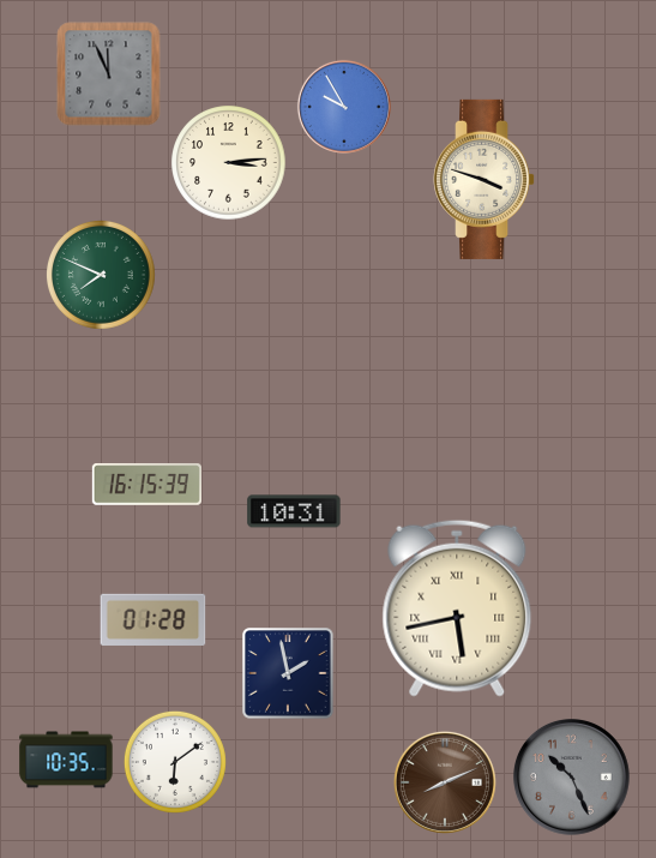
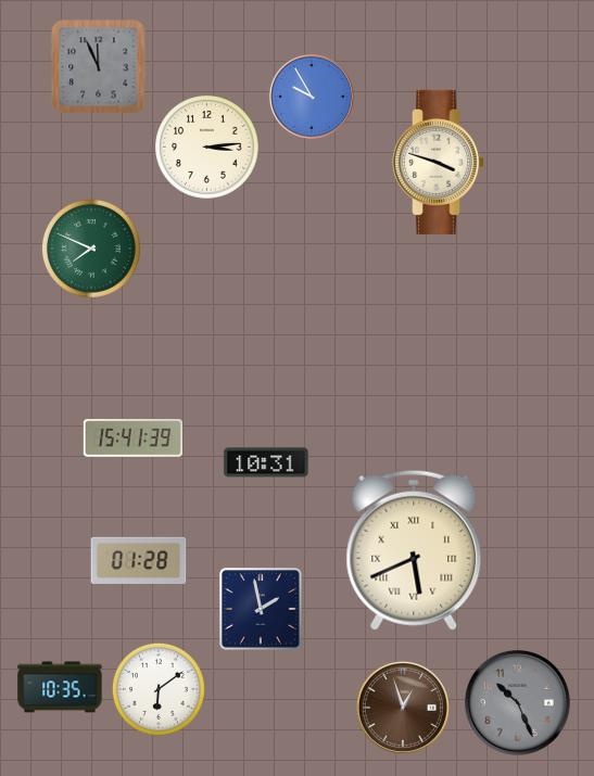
clock at (146, 485): 16:15 -> 15:41
clock at (457, 608): 5:43 -> 5:41
clock at (445, 782): 8:11 -> 12:57
